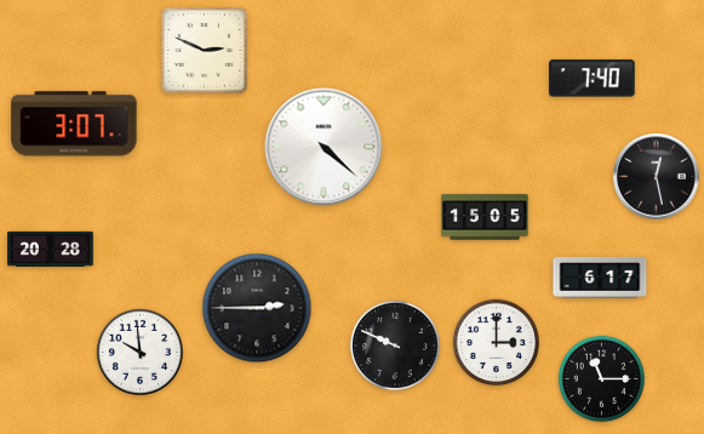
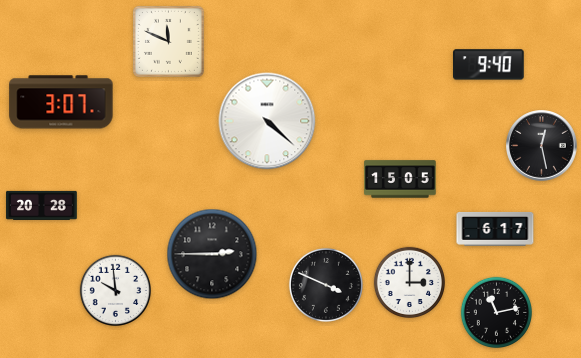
clock at (204, 50): 2:49 -> 11:49
clock at (593, 79): 7:40 -> 9:40
clock at (395, 346): 9:49 -> 3:49
clock at (601, 378): 11:15 -> 11:13
